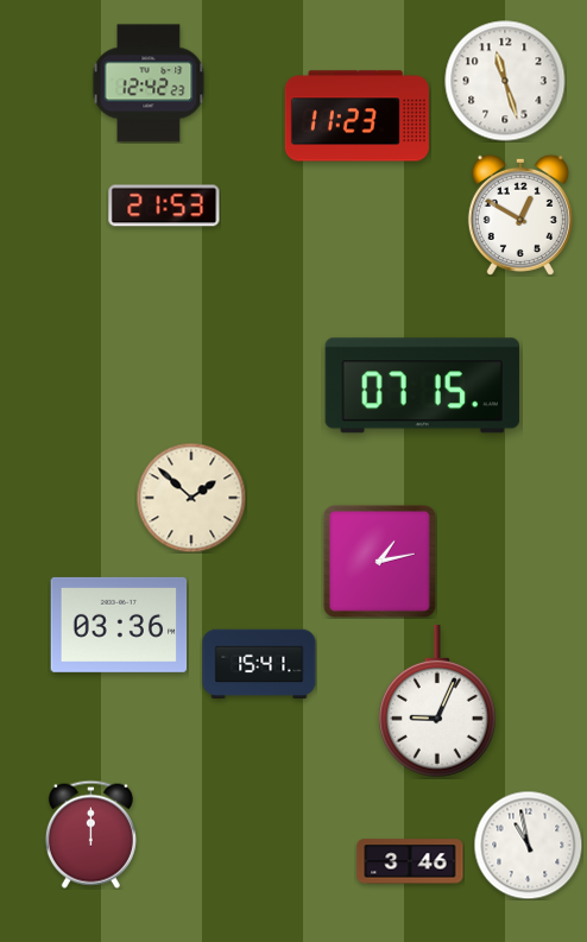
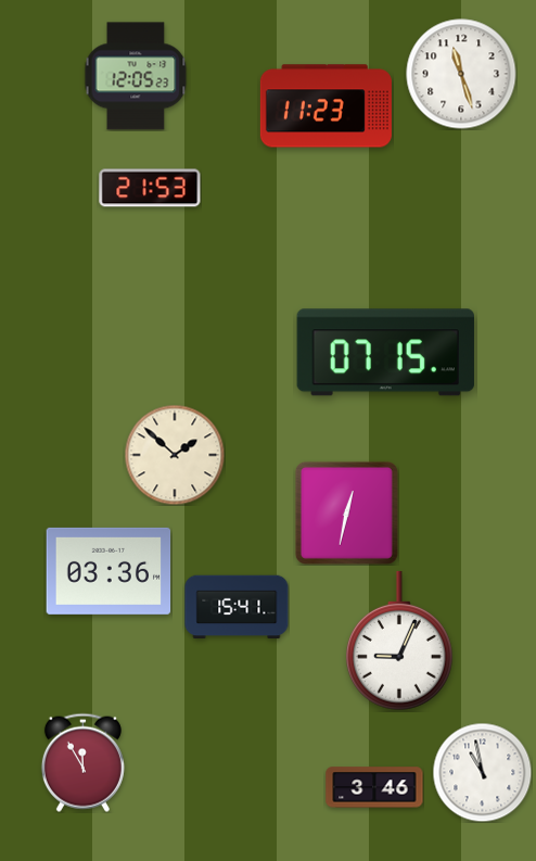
clock at (149, 83): 12:42 -> 12:05
clock at (520, 215): 12:50 -> none
clock at (379, 561): 1:13 -> 12:32
clock at (90, 834): 12:00 -> 11:55
